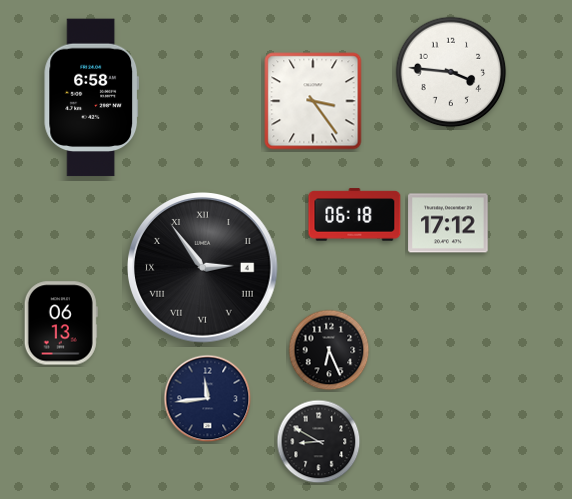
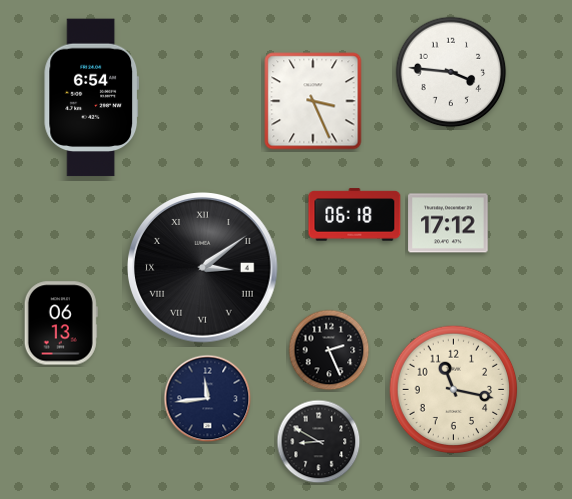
clock at (91, 98): 6:58 -> 6:54
clock at (313, 101): 3:24 -> 3:26
clock at (203, 268): 2:54 -> 3:09
clock at (329, 350): 6:26 -> 2:26
clock at (454, 390): none -> 11:17
